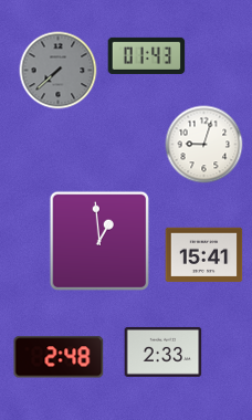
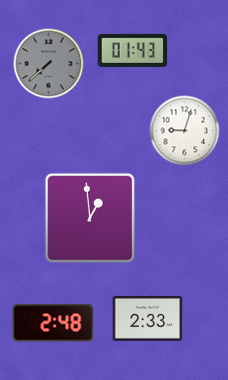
clock at (59, 71) position: (59, 71) -> (49, 64)
clock at (204, 255): 15:41 -> none
